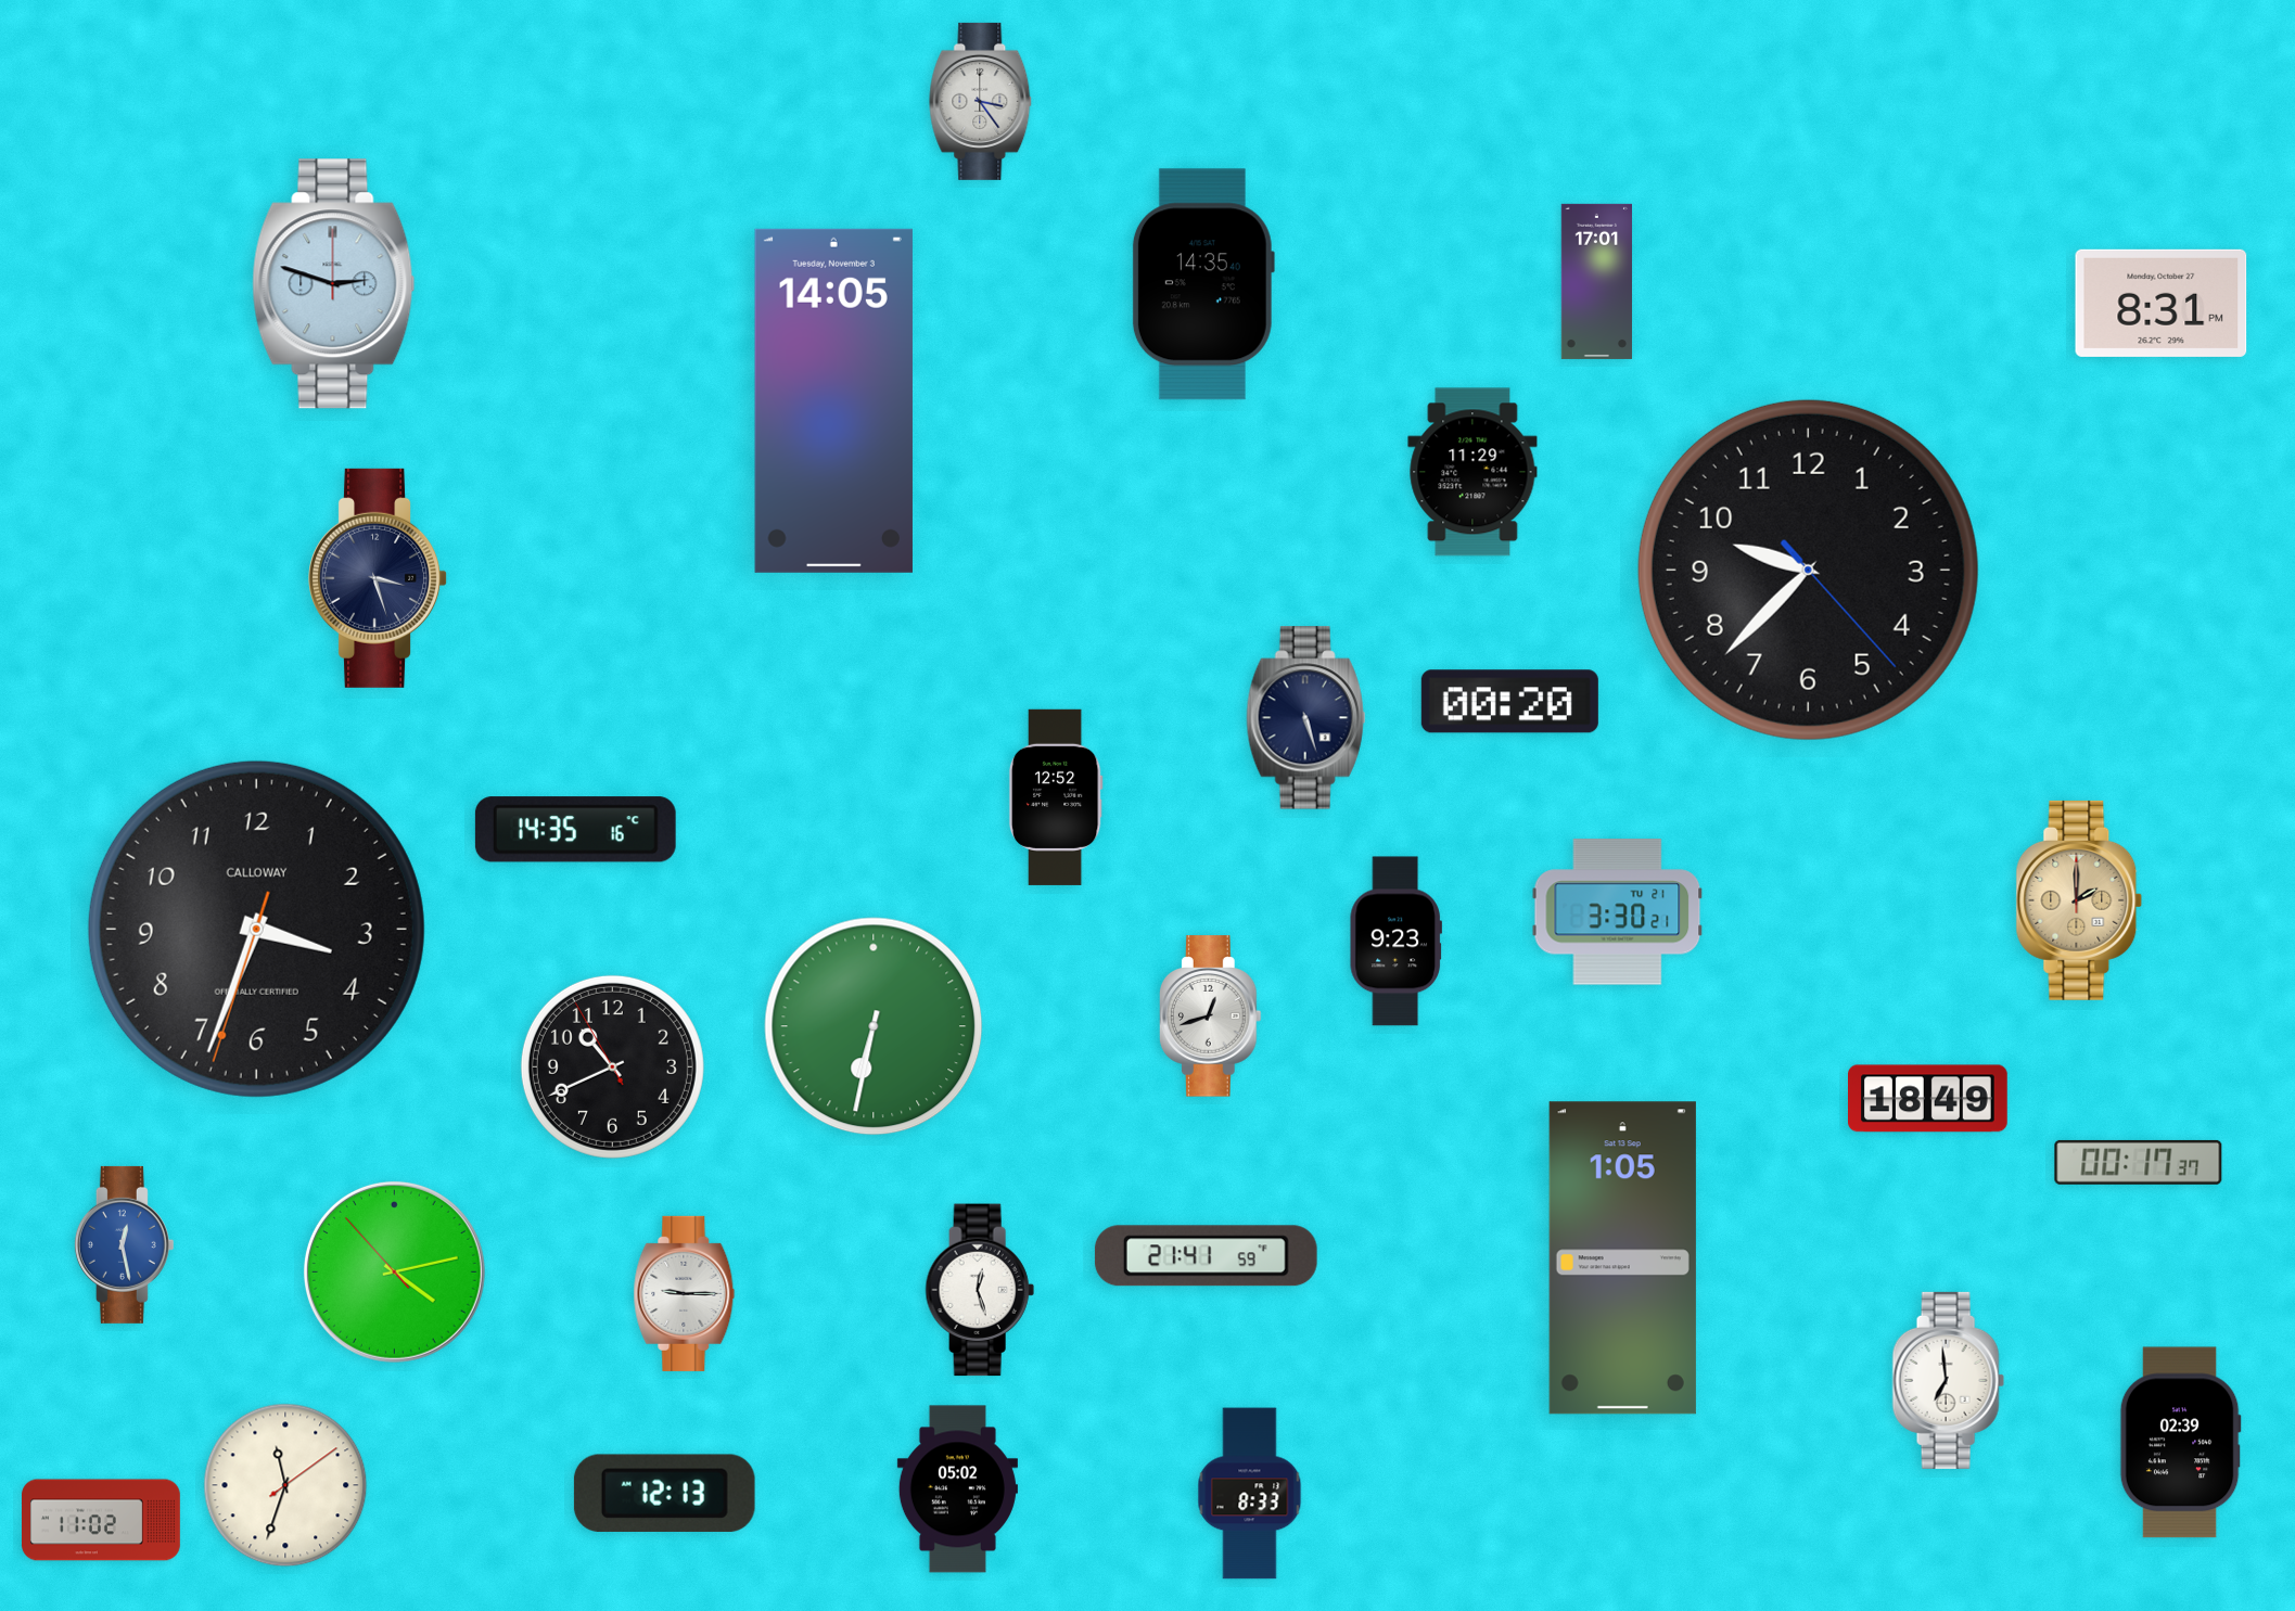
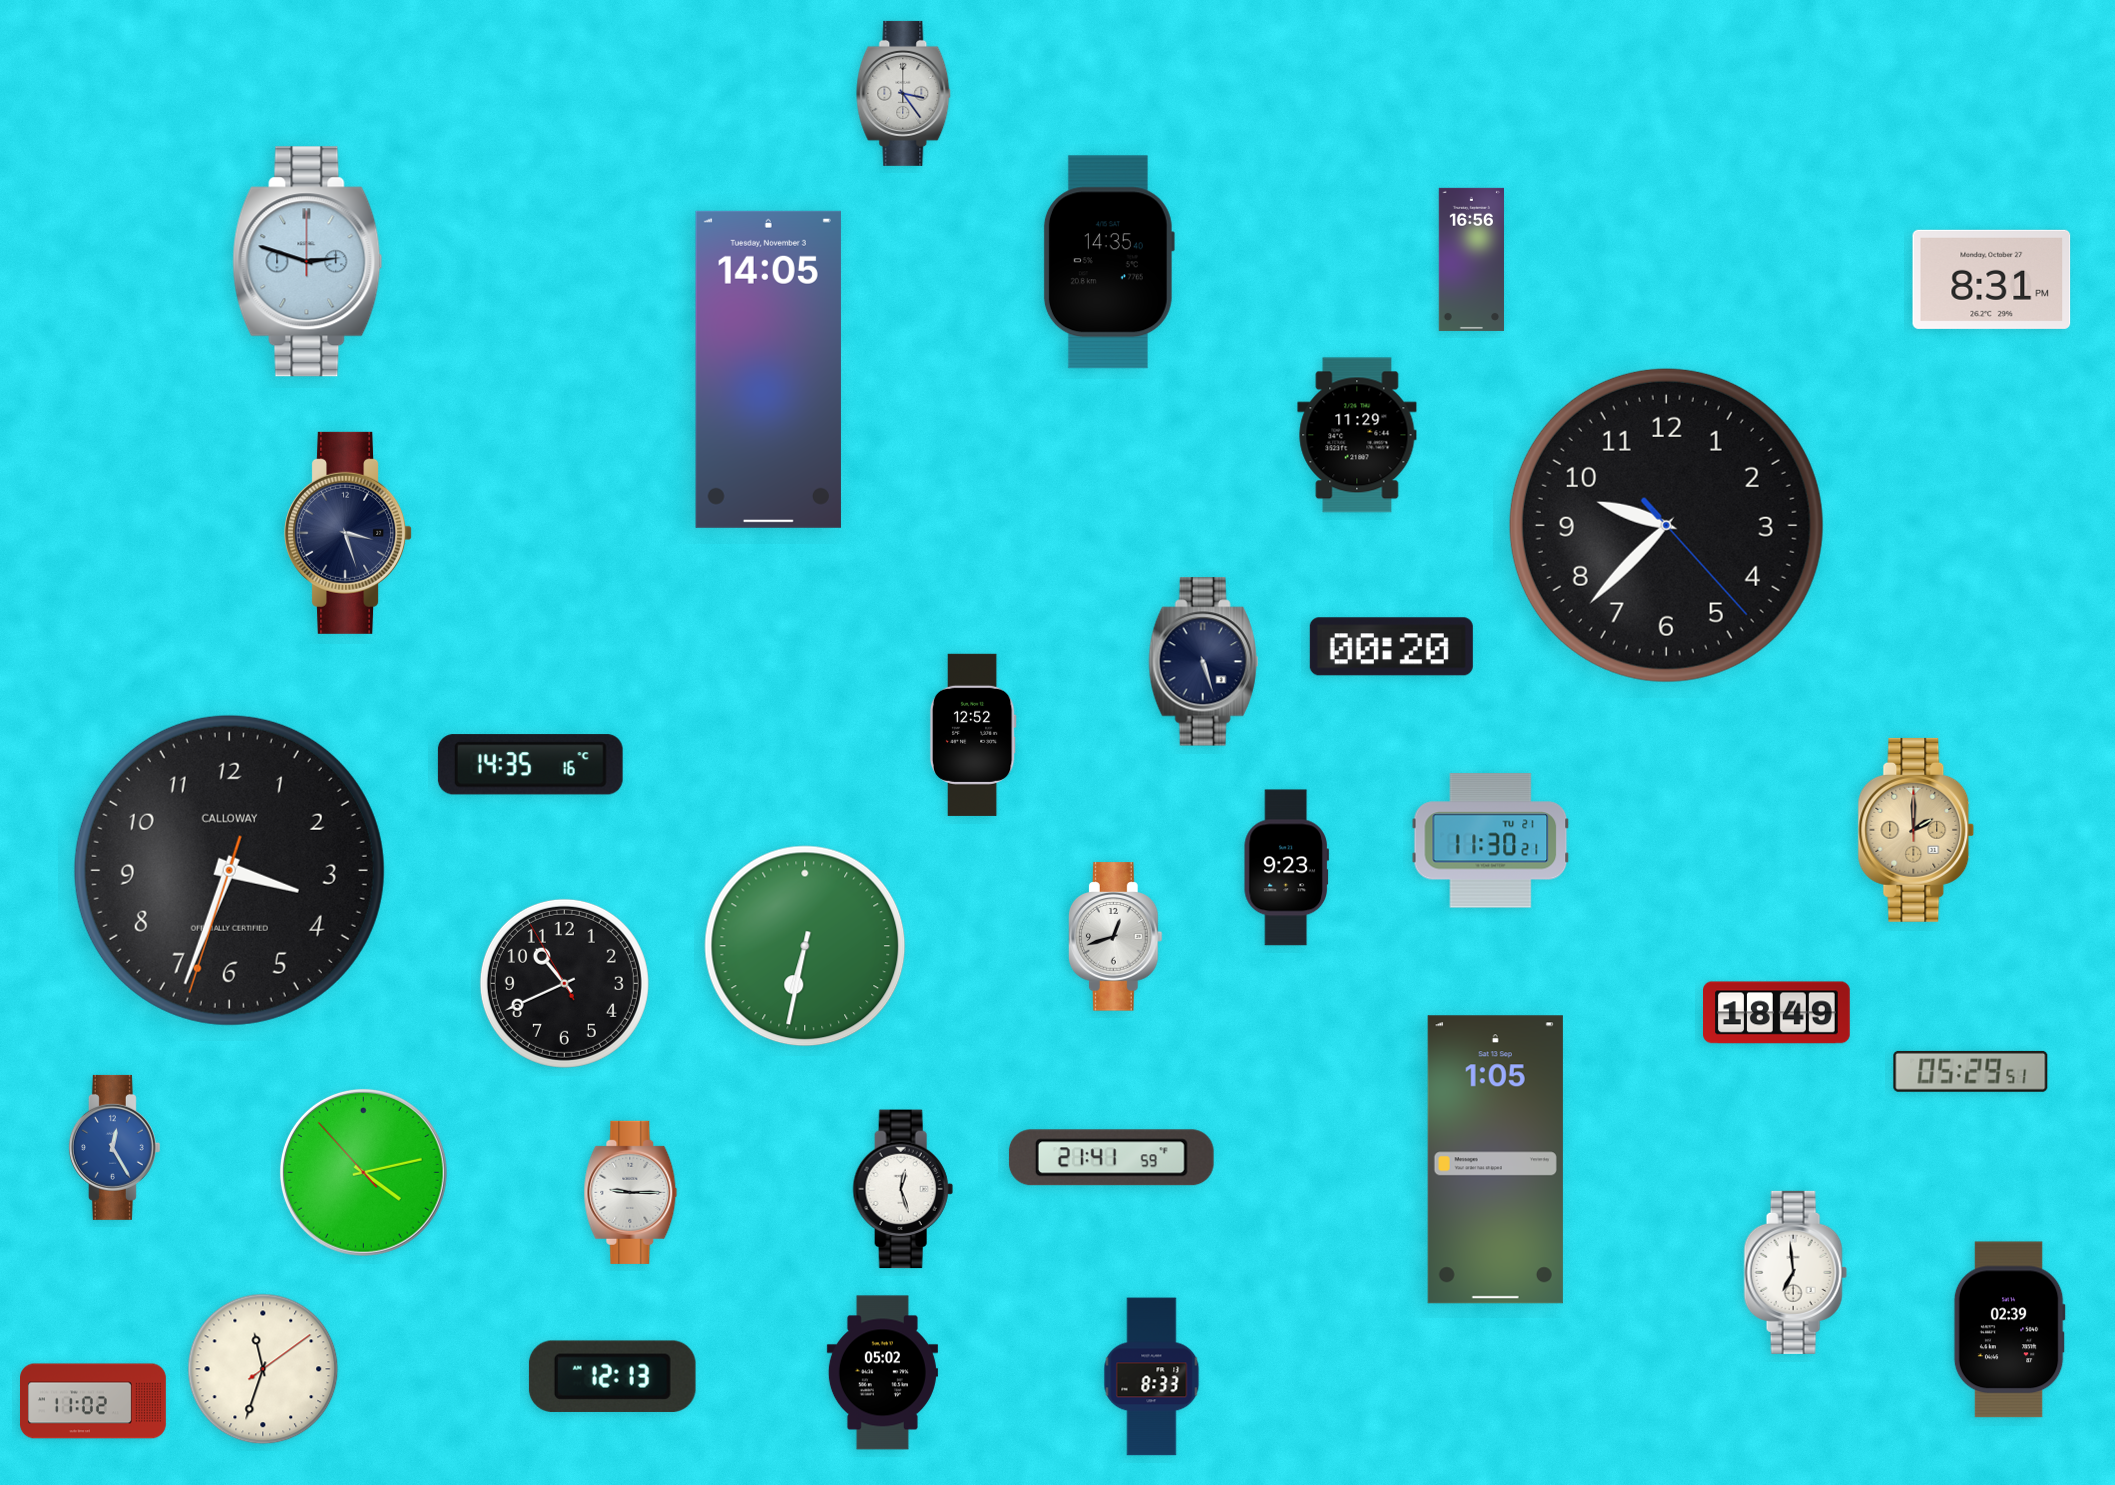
clock at (1596, 281): 17:01 -> 16:56
clock at (1618, 912): 3:30 -> 11:30
clock at (256, 929) position: (256, 929) -> (229, 870)
clock at (2139, 1162): 00:17 -> 05:29
clock at (124, 1244): 12:28 -> 12:25
